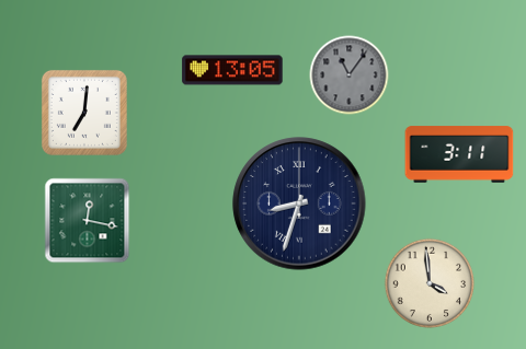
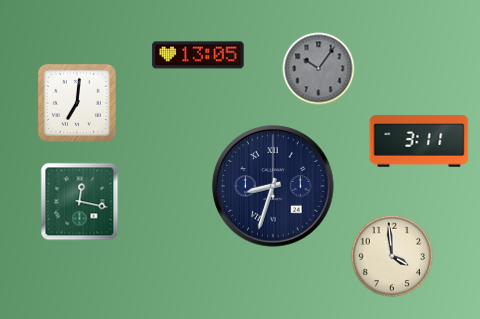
clock at (232, 70) position: (232, 70) -> (198, 55)
clock at (350, 75): 11:06 -> 10:06
clock at (428, 282) position: (428, 282) -> (391, 255)
